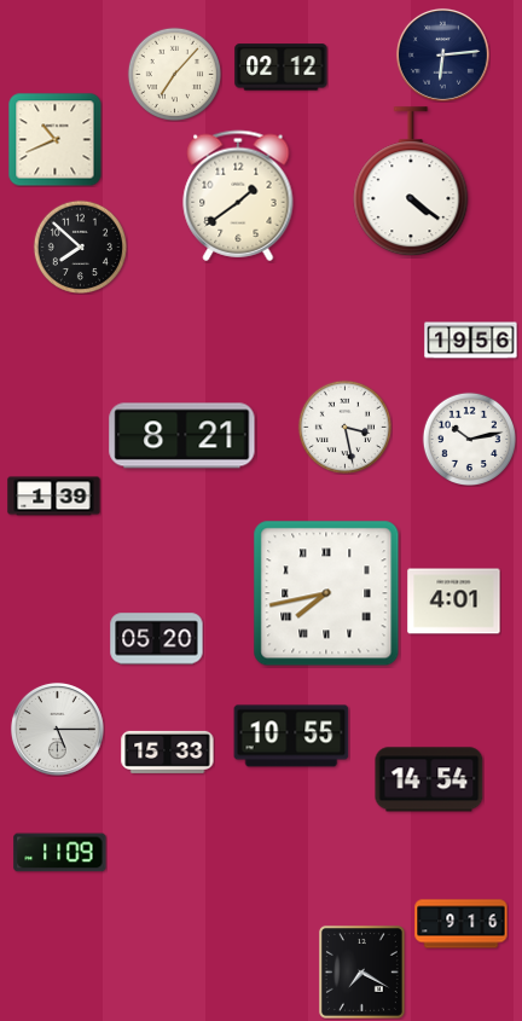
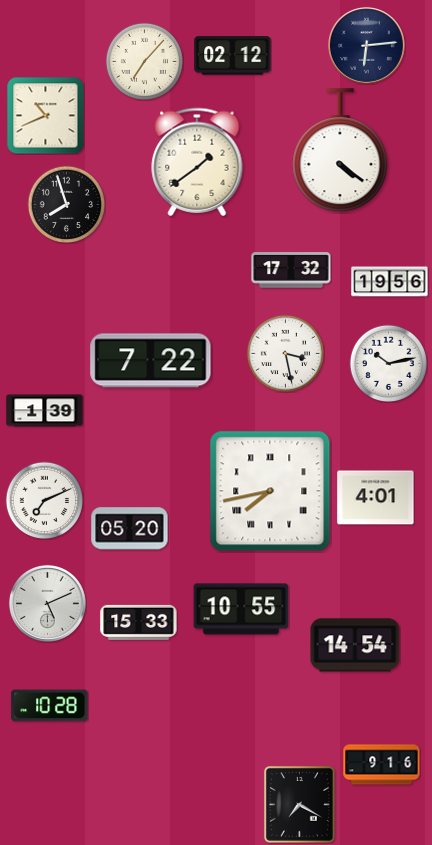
clock at (80, 246): 7:52 -> 7:57
clock at (291, 270): none -> 17:32
clock at (182, 436): 8:21 -> 7:22
clock at (44, 500): none -> 7:11
clock at (57, 729): 5:15 -> 5:11
clock at (60, 853): 11:09 -> 10:28
